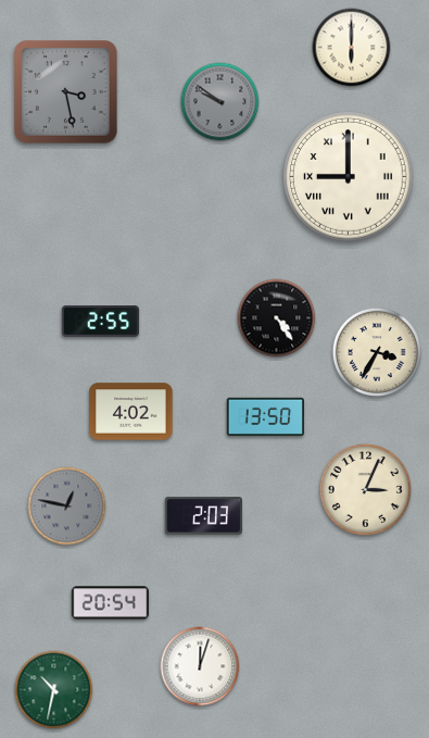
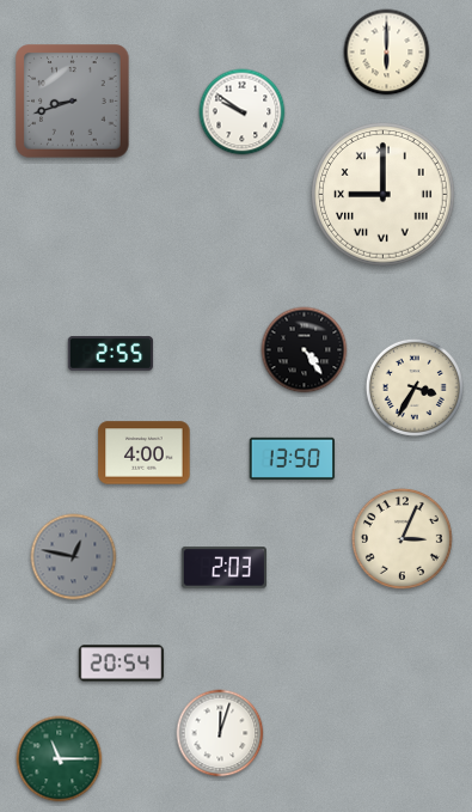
clock at (66, 92): 3:28 -> 8:42
clock at (220, 102) dial: grey -> white
clock at (131, 412): 4:02 -> 4:00
clock at (54, 690): 10:32 -> 11:15
